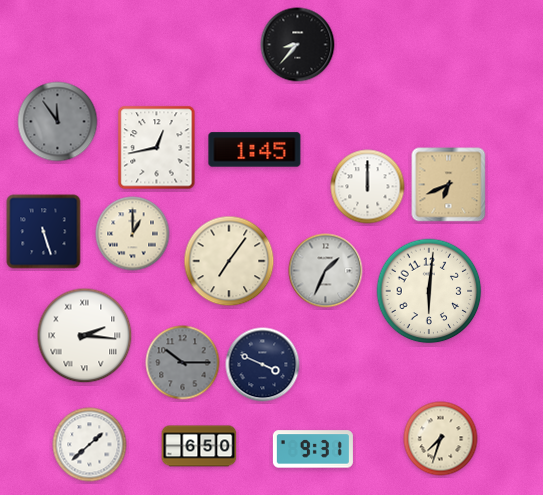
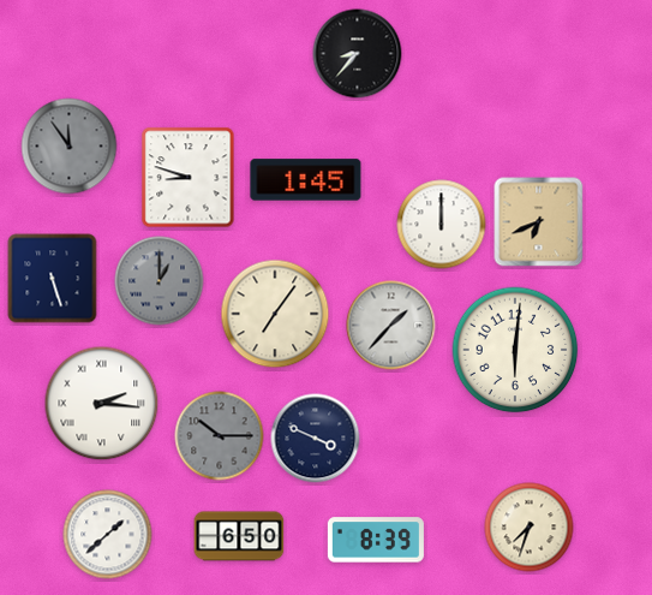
clock at (157, 148): 12:43 -> 8:48
clock at (133, 234) dial: cream -> grey
clock at (326, 271): 1:34 -> 1:37
clock at (313, 449): 9:31 -> 8:39
